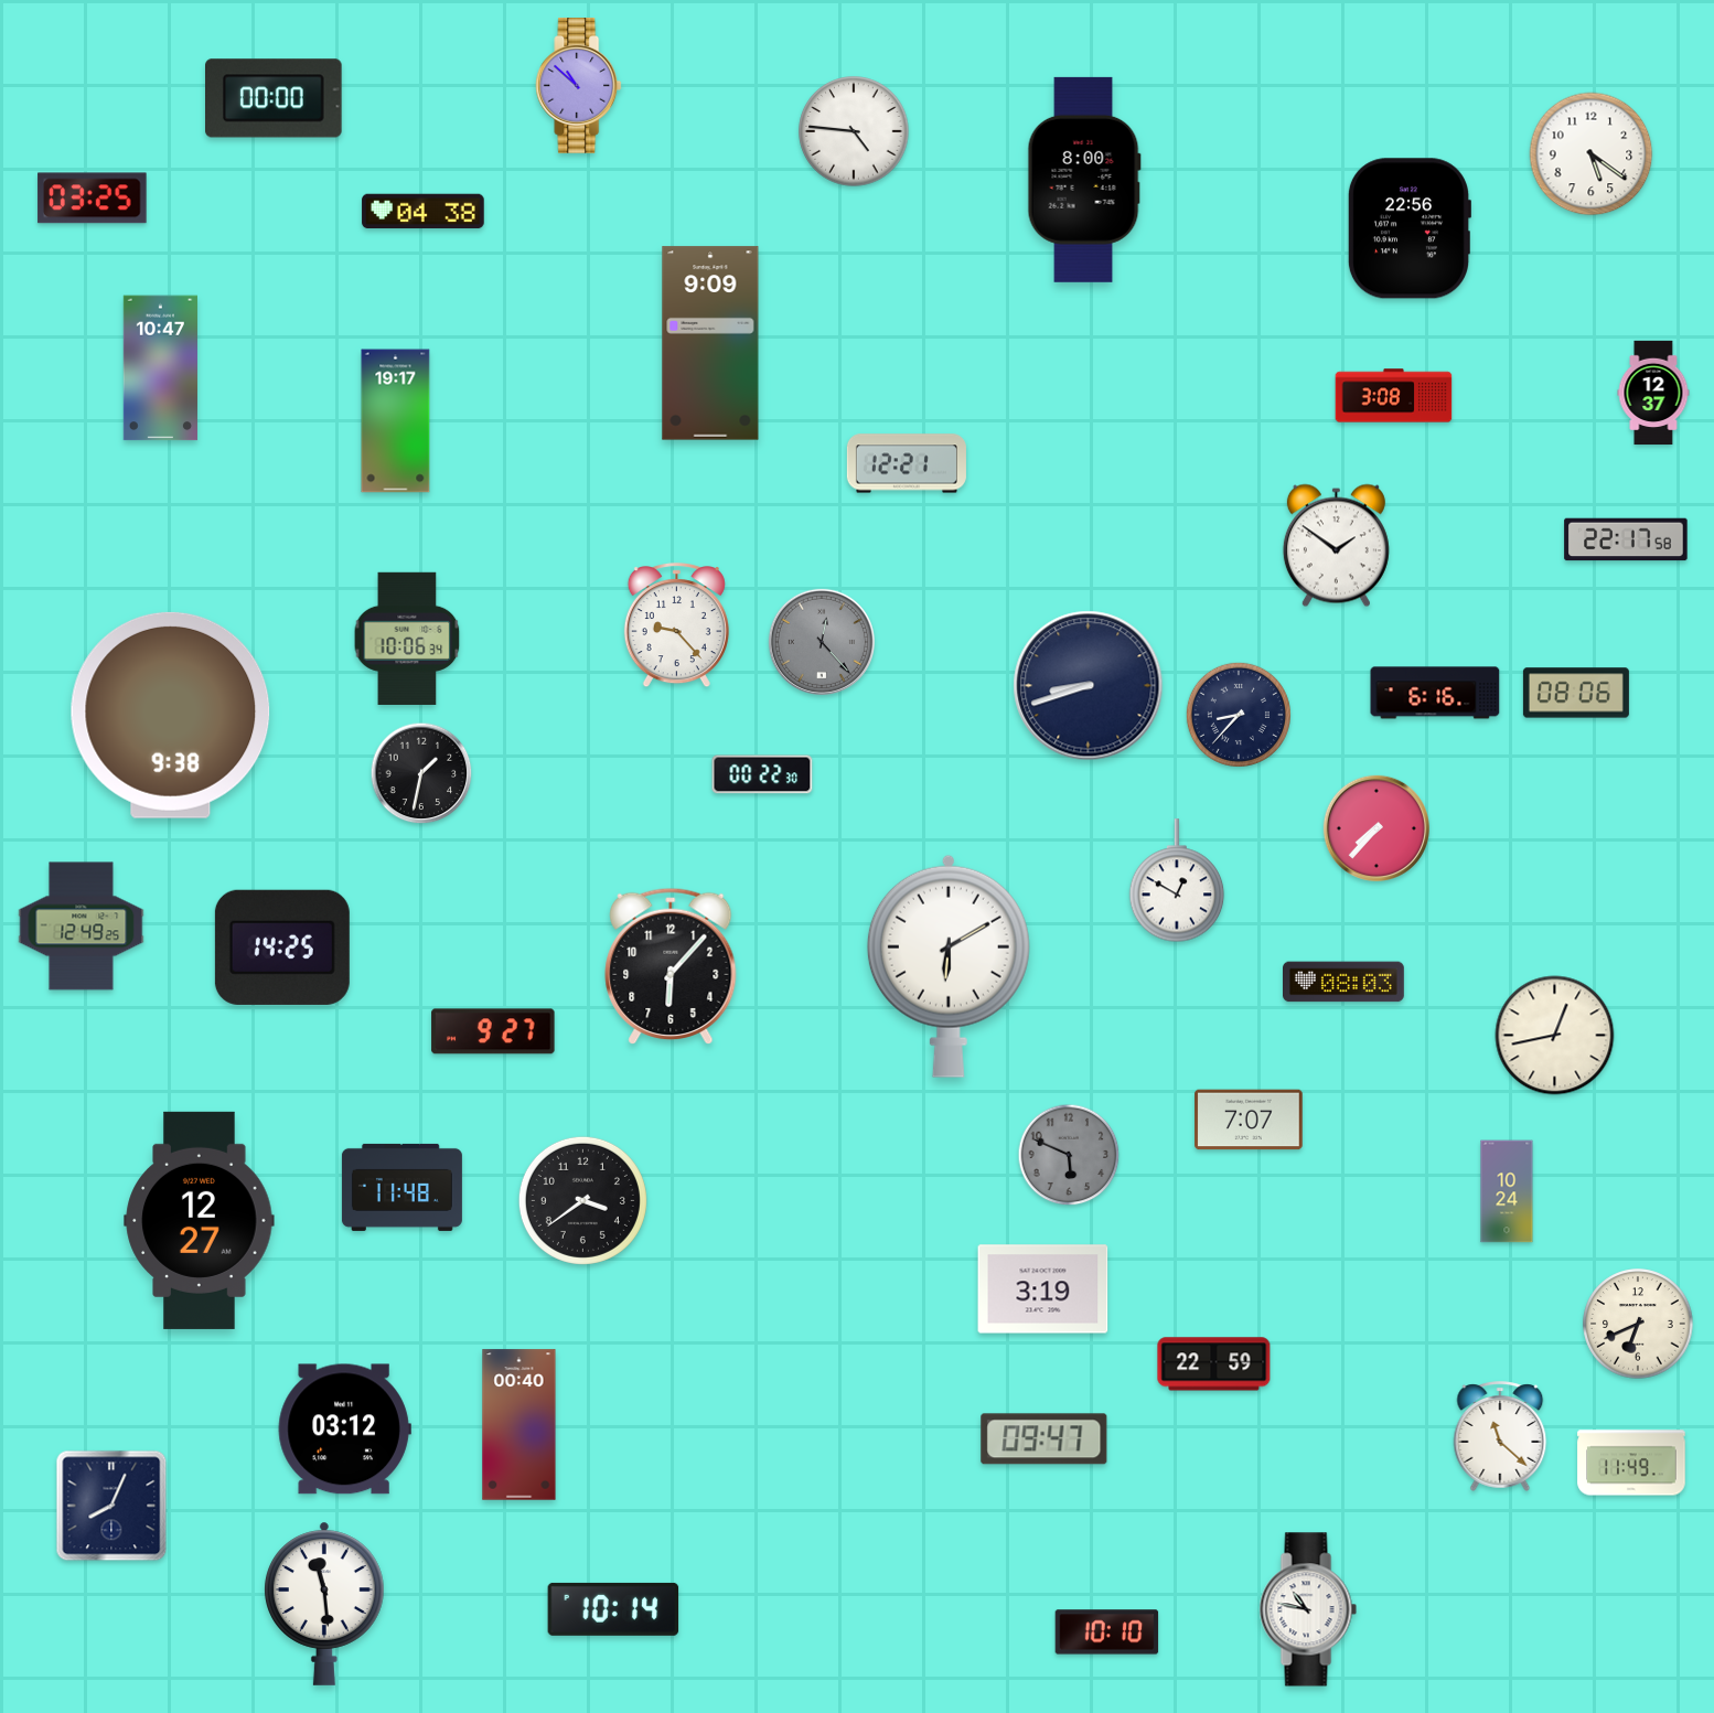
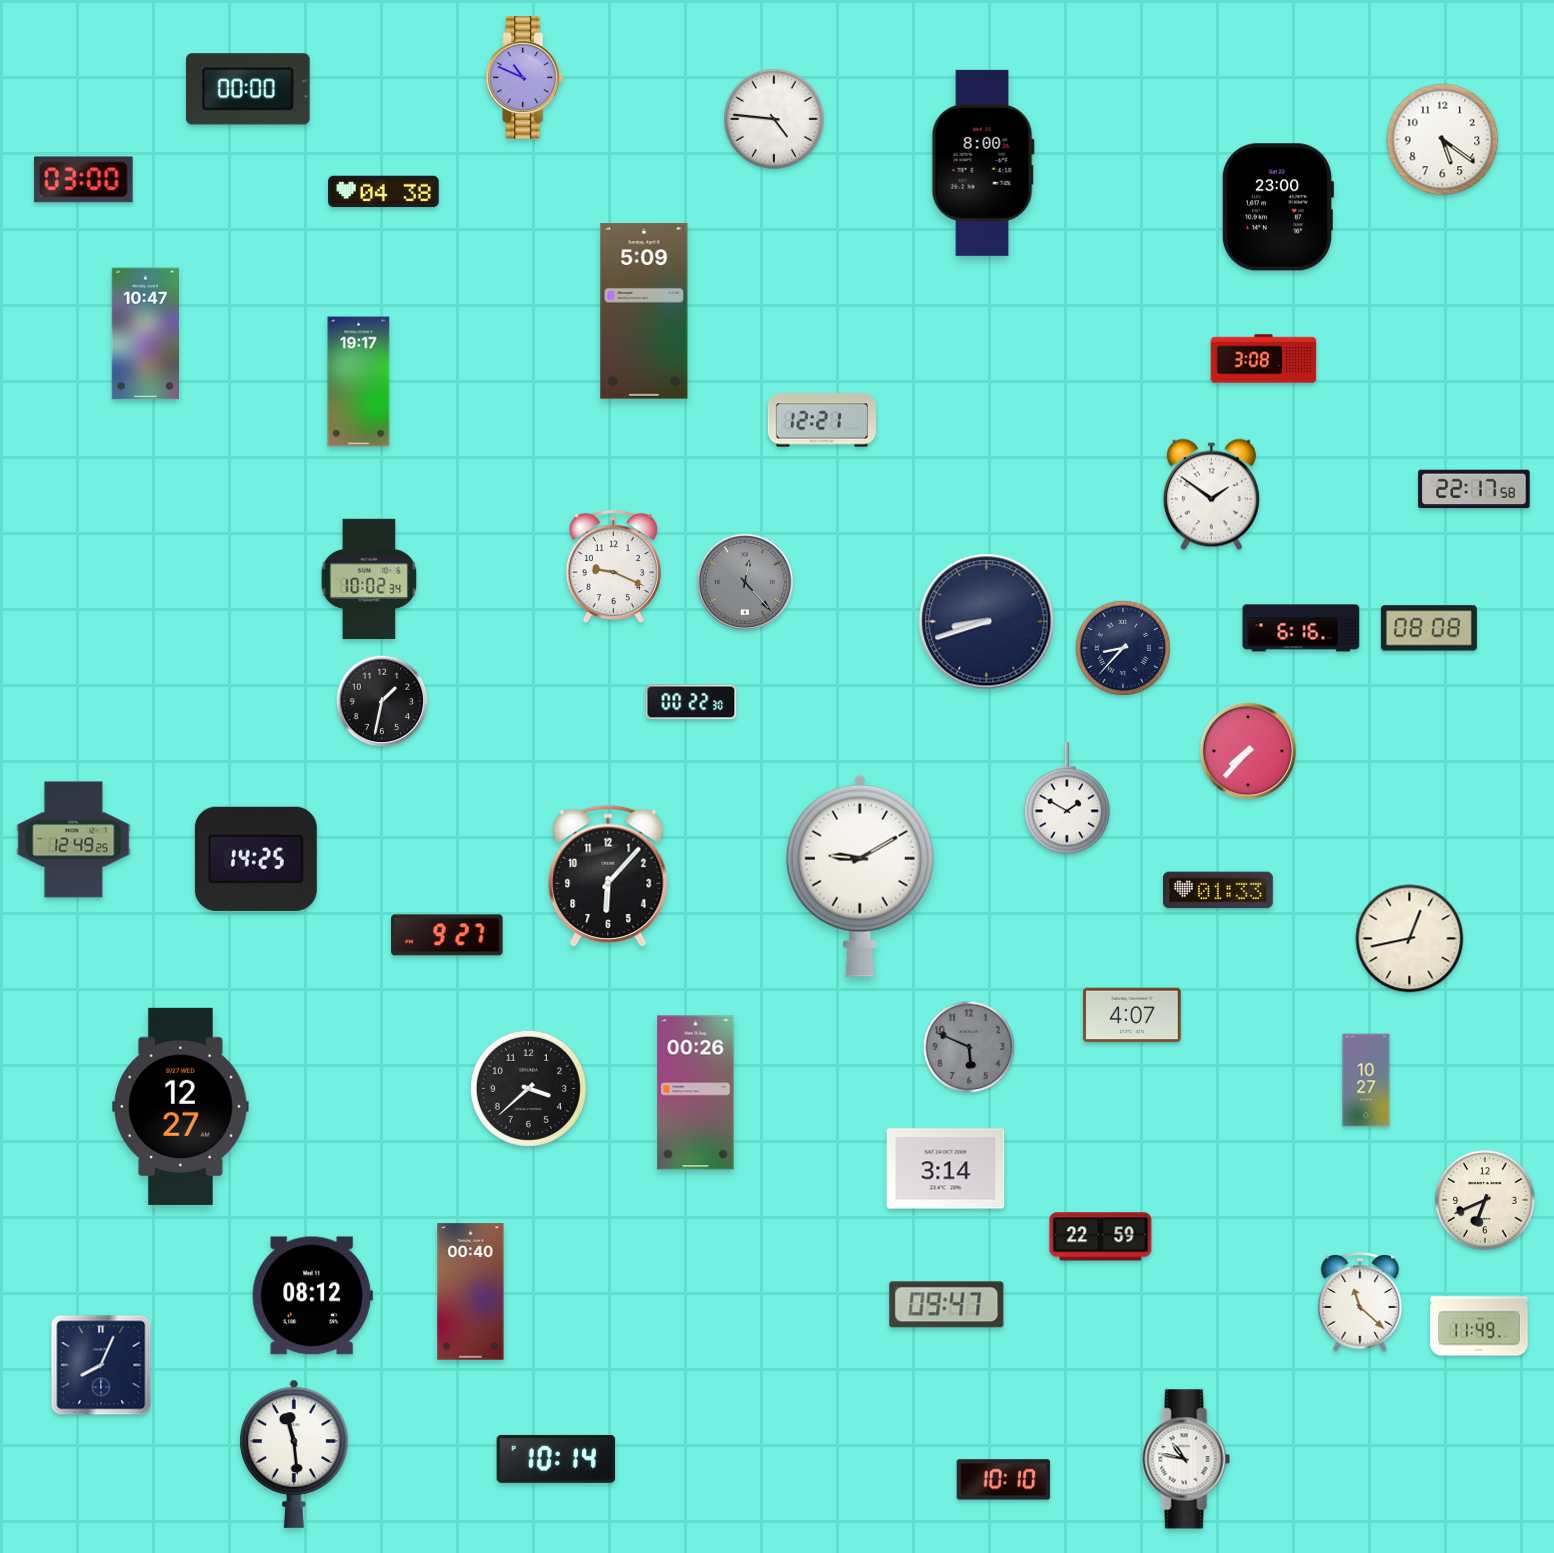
clock at (579, 86): 10:52 -> 10:49
clock at (93, 199): 03:25 -> 03:00
clock at (1408, 228): 22:56 -> 23:00
clock at (710, 343): 9:09 -> 5:09
clock at (1653, 393): 12:37 -> none
clock at (676, 627): 9:23 -> 9:19
clock at (407, 639): 10:06 -> 10:02
clock at (1576, 693): 08:06 -> 08:08
clock at (171, 715): 9:38 -> none
clock at (1177, 881): 12:50 -> 1:50
clock at (949, 966): 6:10 -> 9:10
clock at (1345, 982): 08:03 -> 01:33
clock at (1249, 1120): 7:07 -> 4:07
clock at (401, 1187): 11:48 -> none
clock at (1507, 1191): 10:24 -> 10:27
clock at (582, 1200): 3:39 -> 3:38
clock at (696, 1093): none -> 00:26
clock at (1043, 1289): 3:19 -> 3:14
clock at (344, 1430): 03:12 -> 08:12
